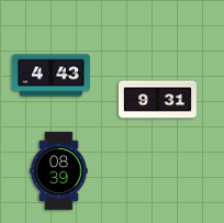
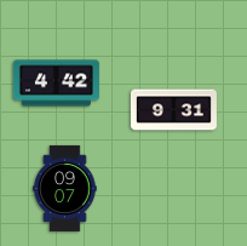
clock at (51, 76): 4:43 -> 4:42
clock at (59, 170): 08:39 -> 09:07
